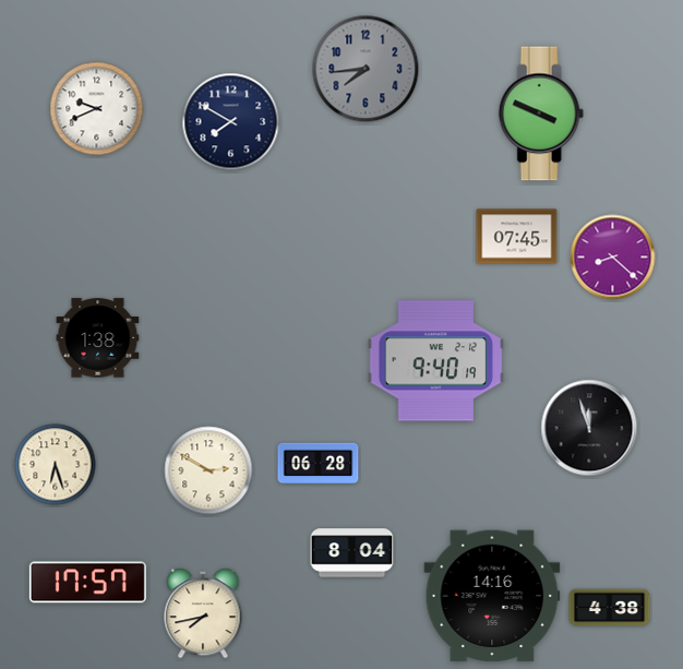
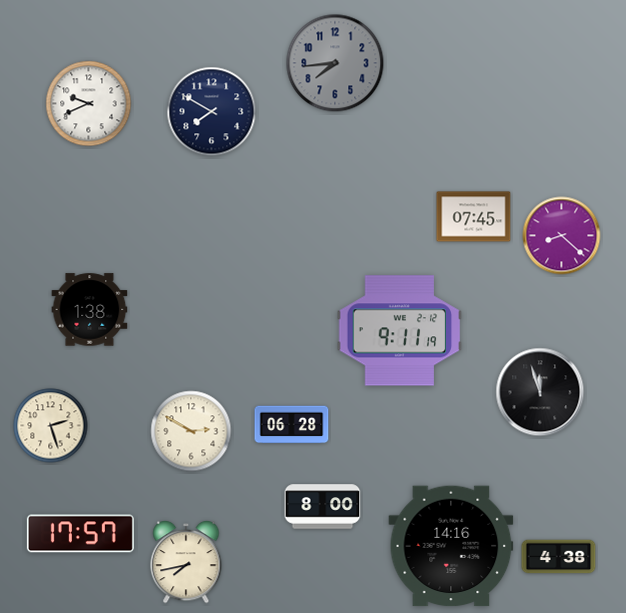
clock at (97, 109) position: (97, 109) -> (89, 104)
clock at (541, 114): 3:49 -> none
clock at (436, 361): 9:40 -> 9:11
clock at (56, 465): 6:27 -> 2:27
clock at (352, 553): 8:04 -> 8:00
